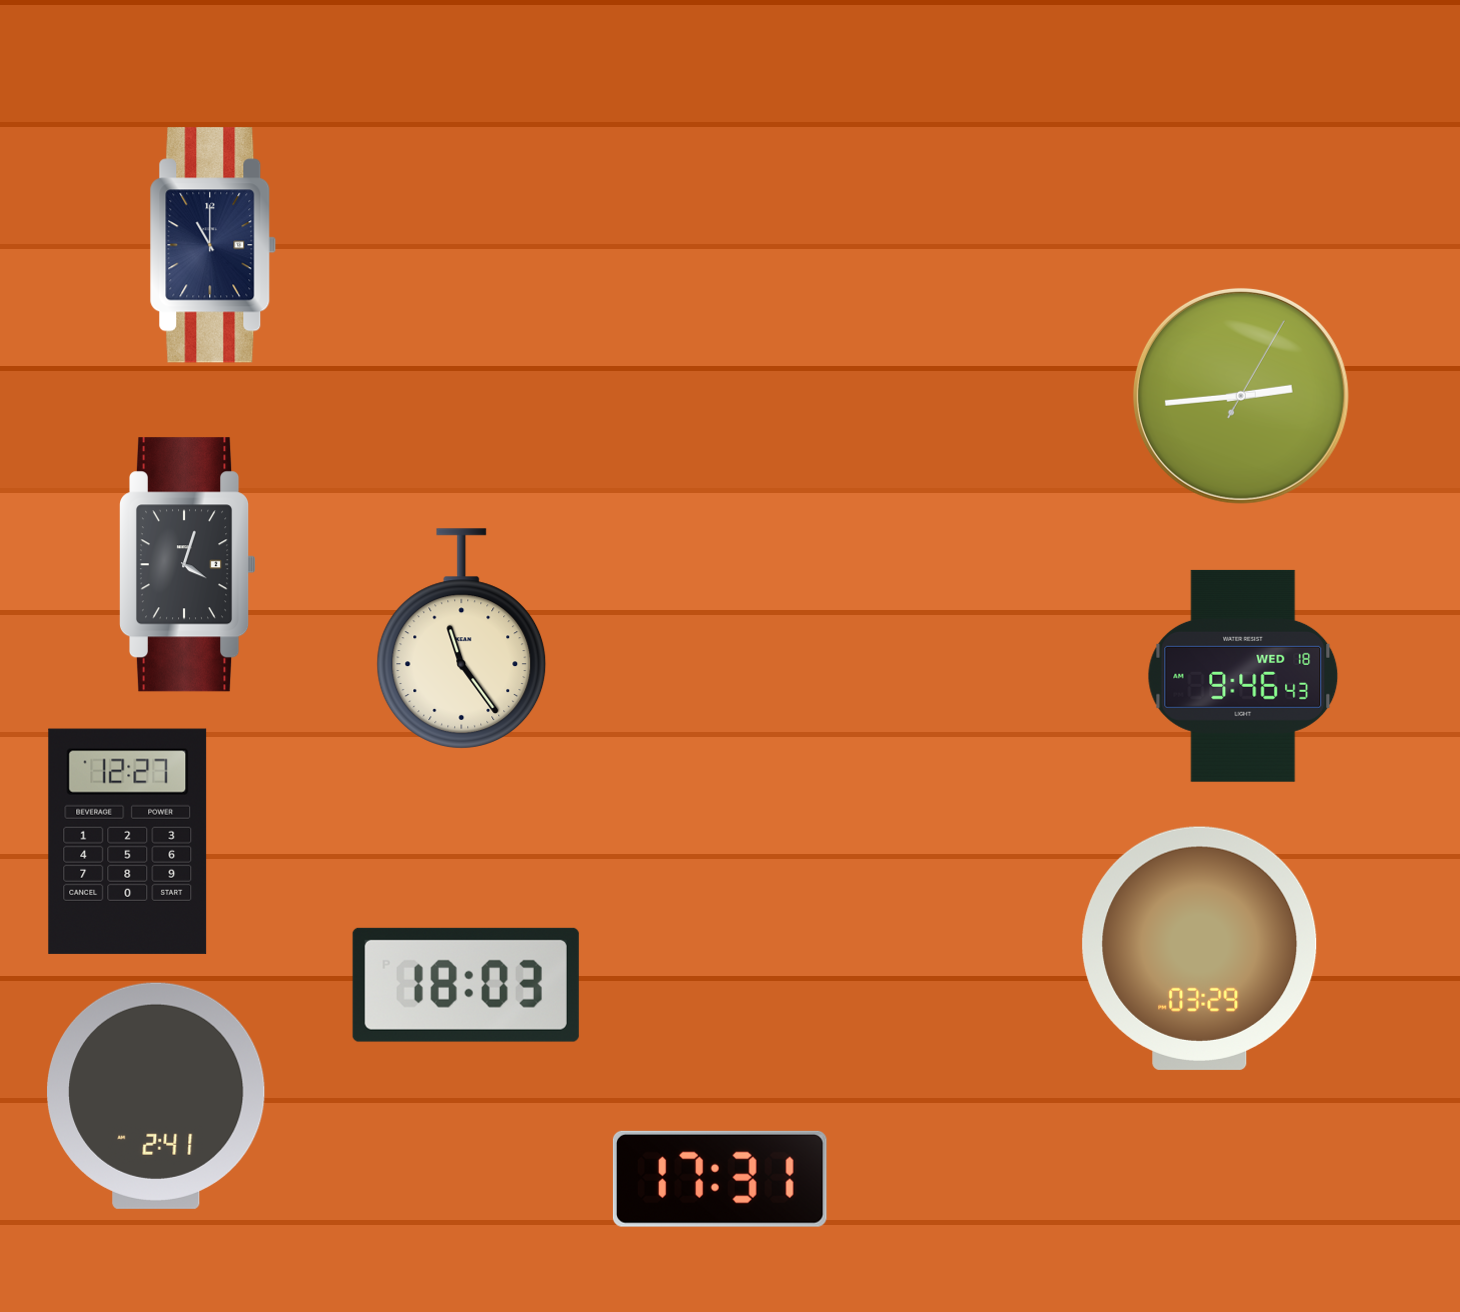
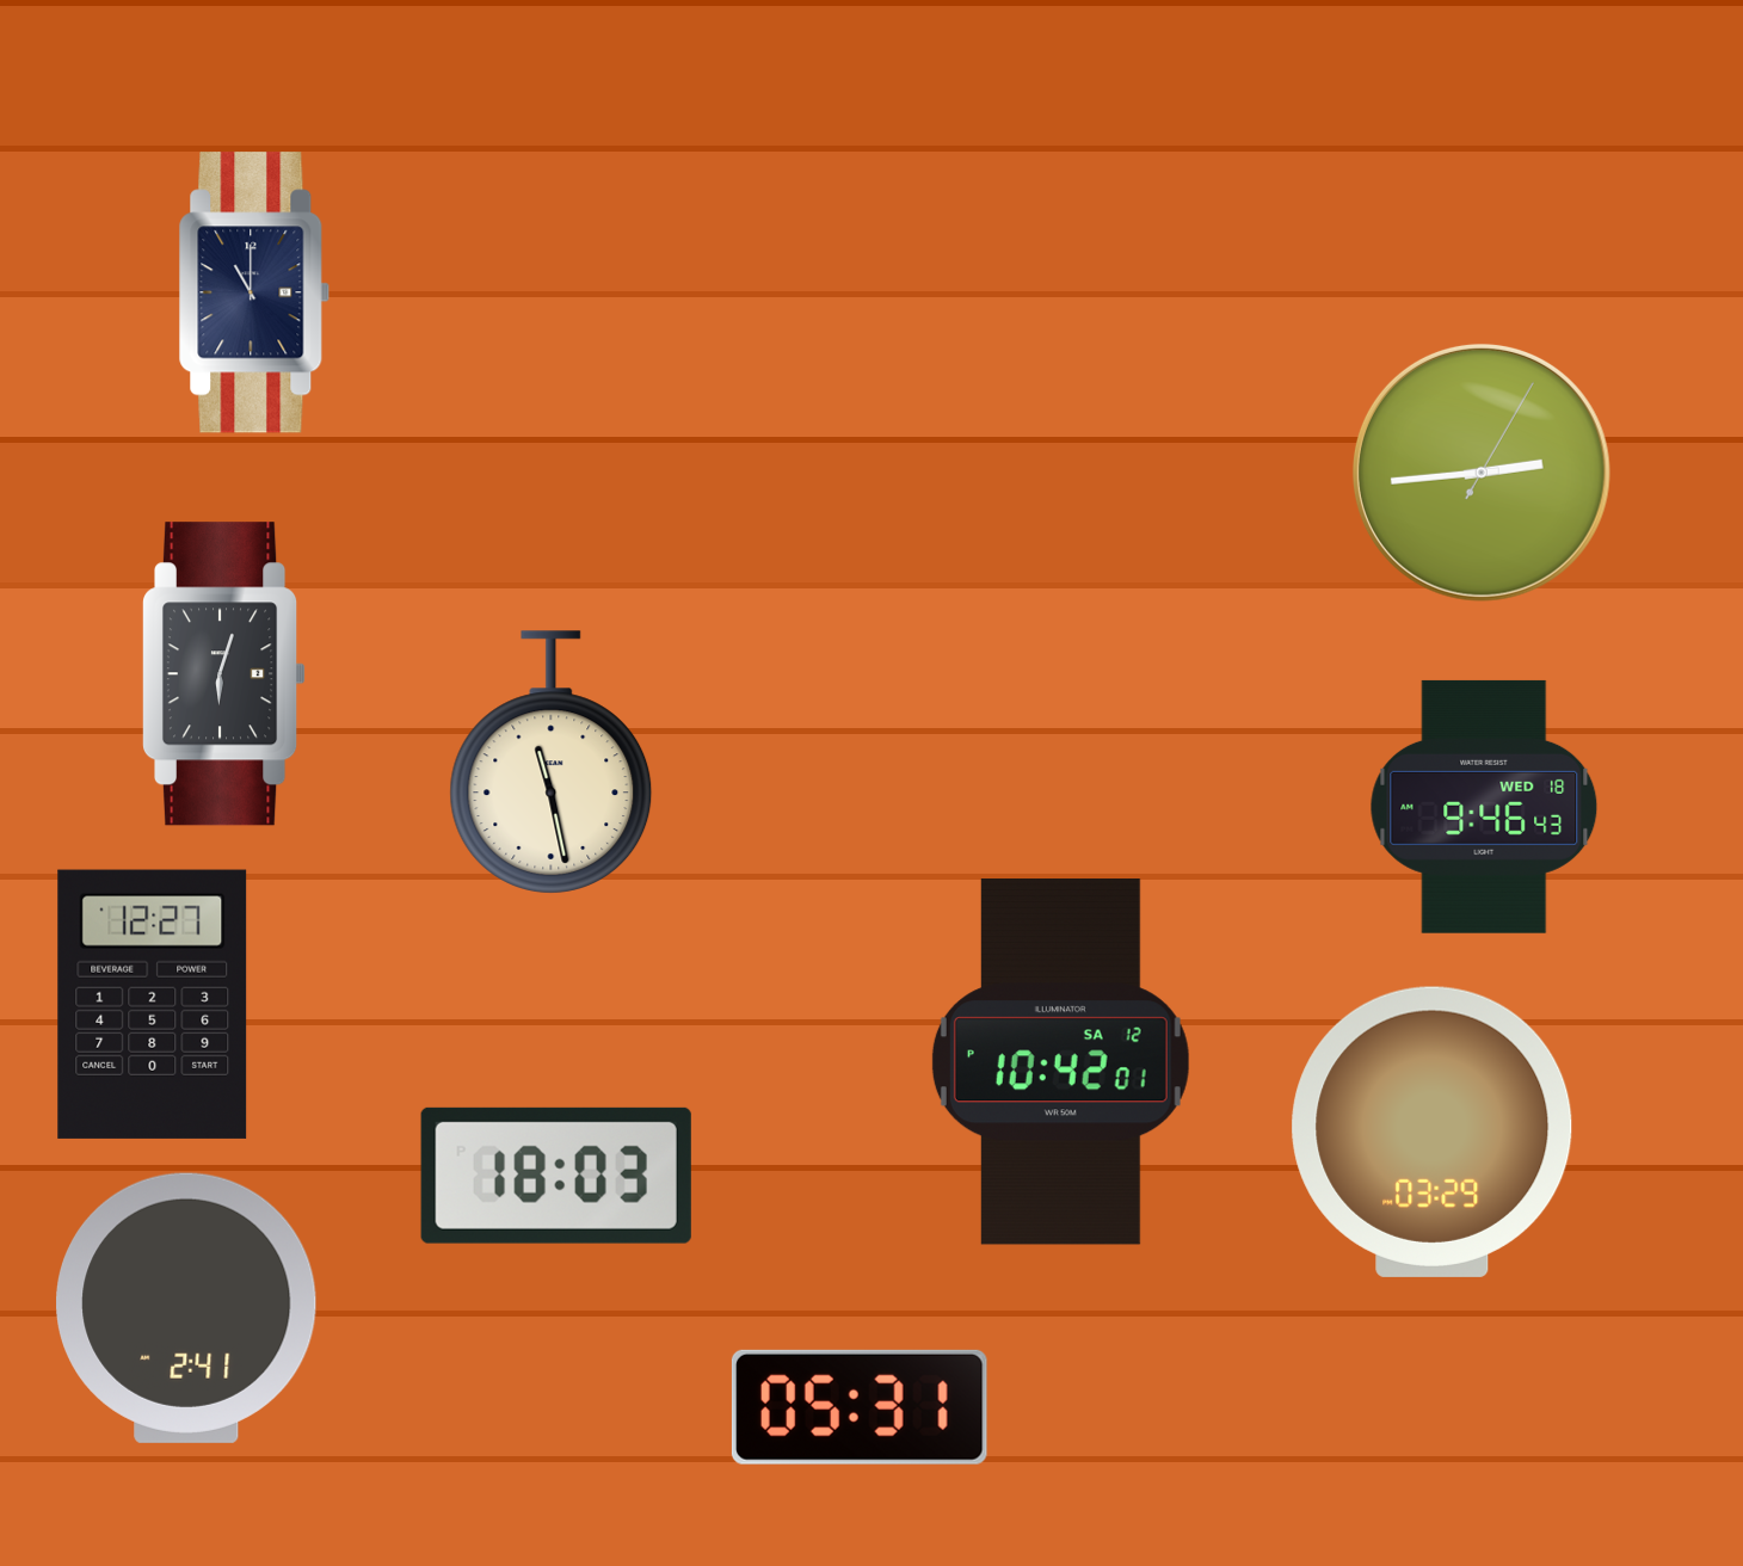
clock at (188, 565): 4:03 -> 6:03
clock at (462, 639): 11:24 -> 11:28
clock at (1060, 1062): none -> 10:42
clock at (720, 1179): 17:31 -> 05:31
